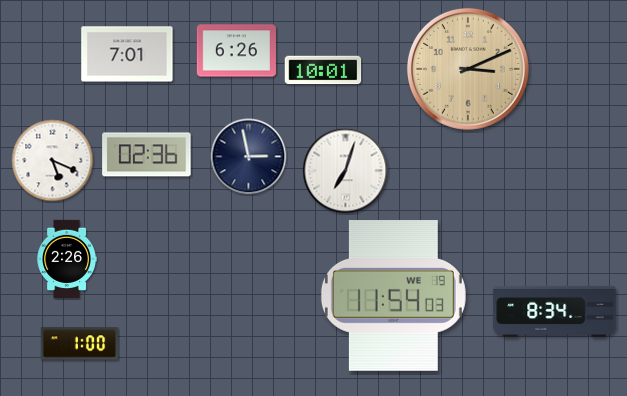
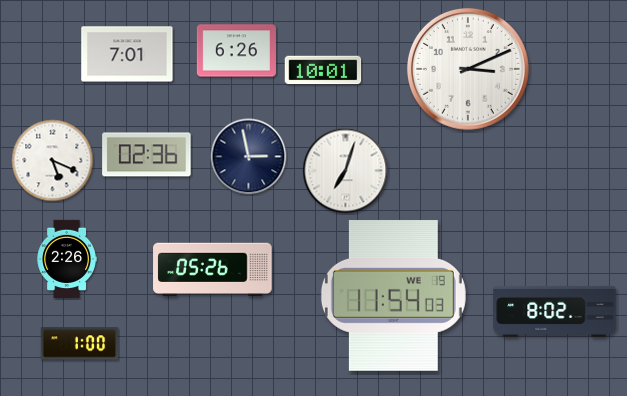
clock at (468, 69) dial: champagne -> white
clock at (213, 270): none -> 05:26
clock at (555, 311): 8:34 -> 8:02
